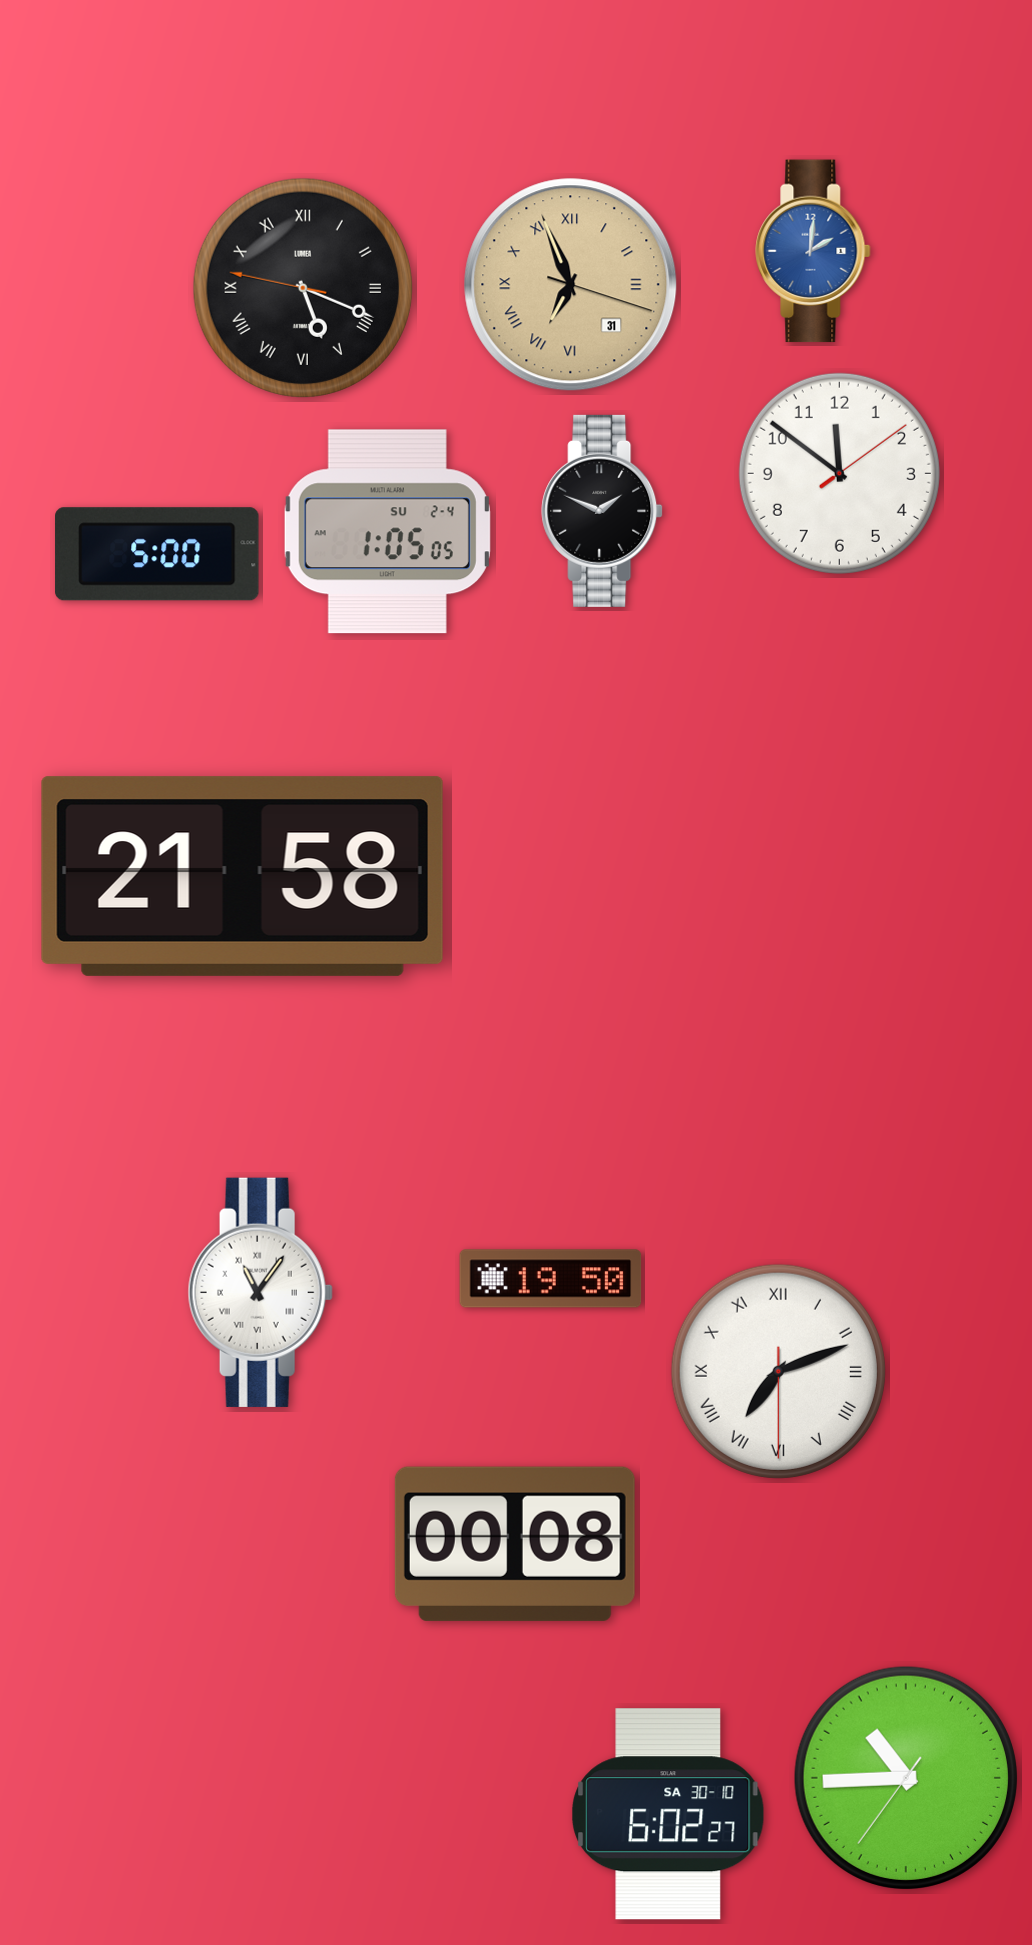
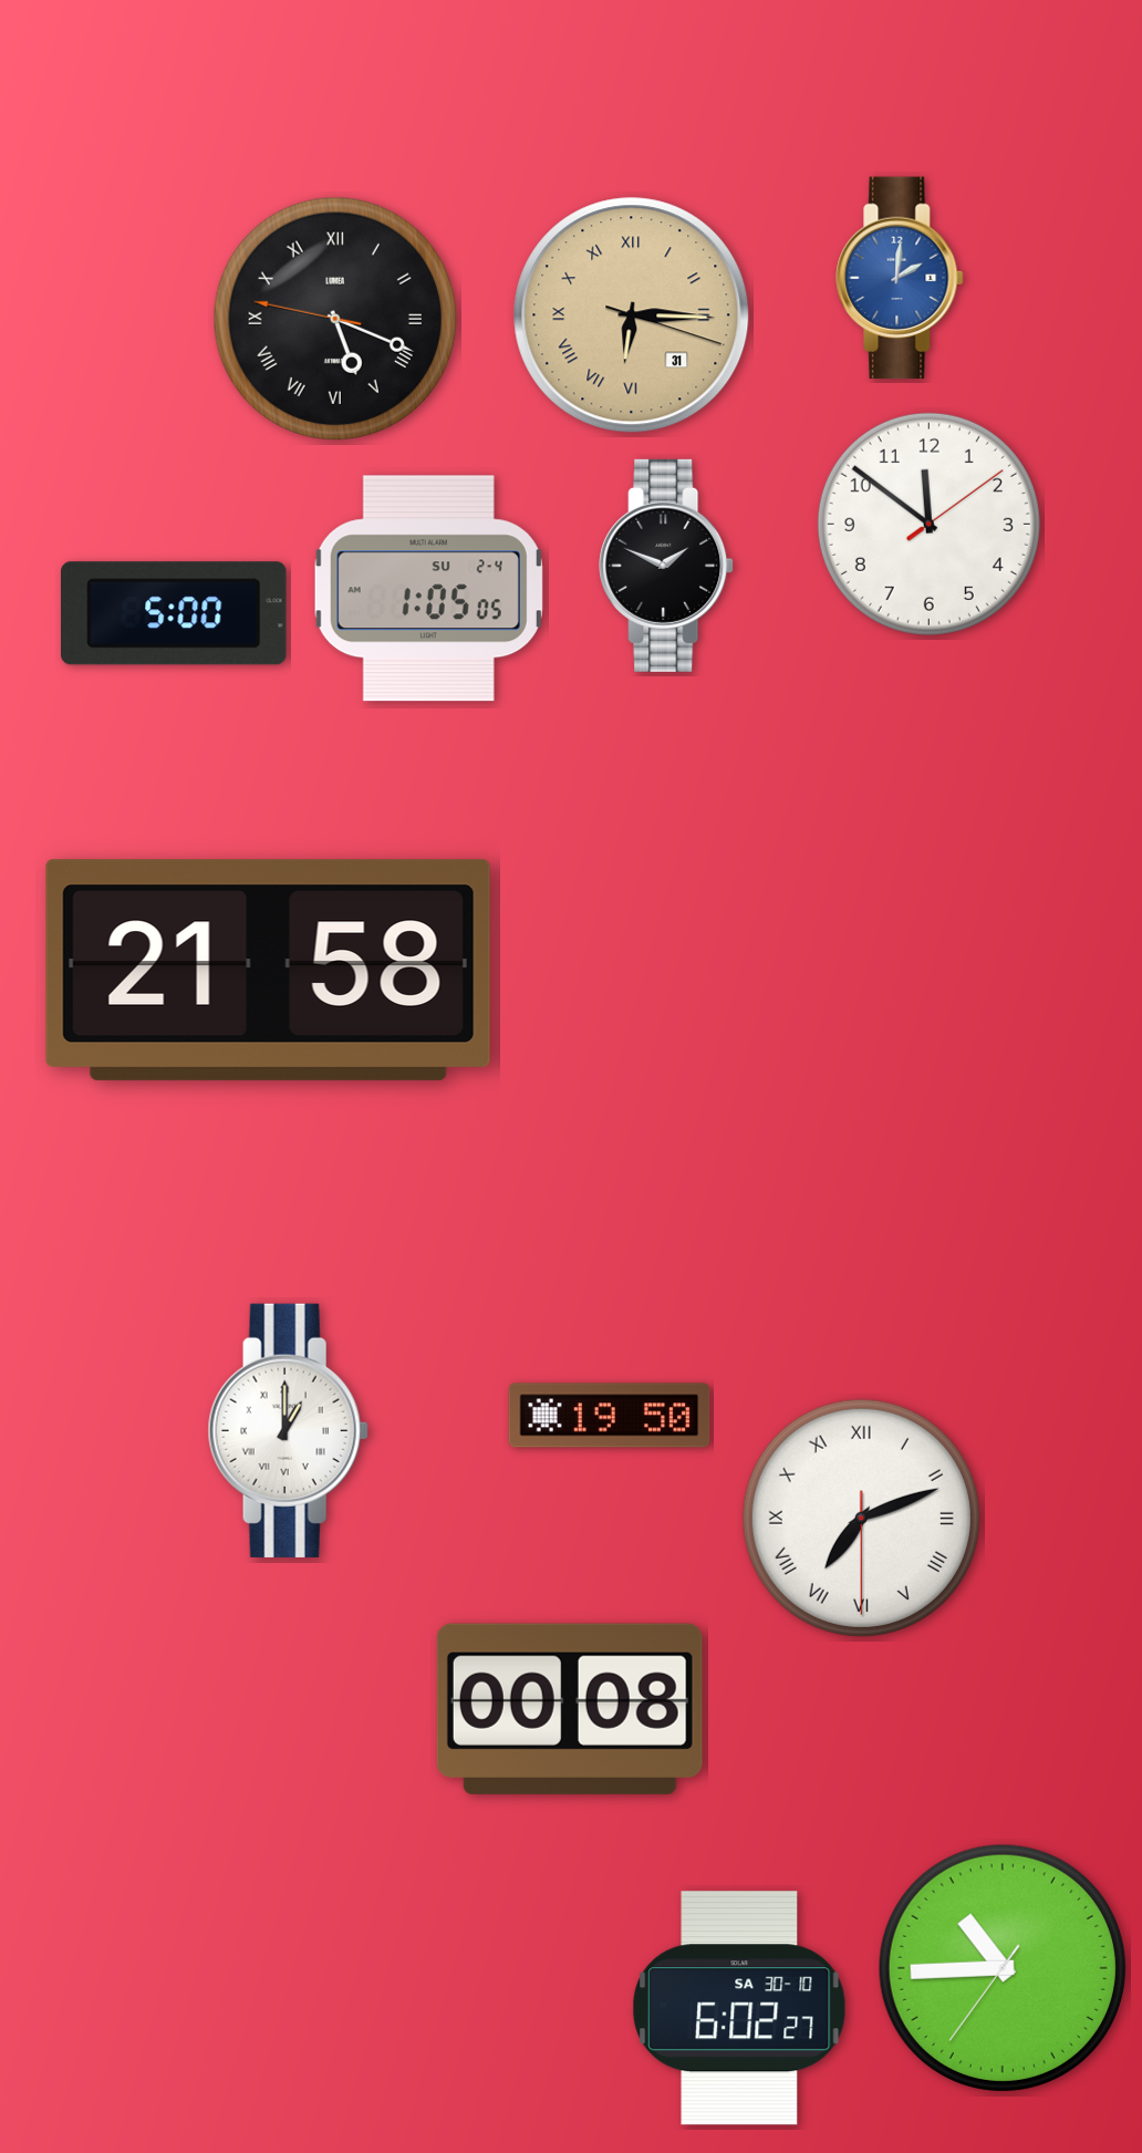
clock at (571, 285): 6:56 -> 6:15
clock at (260, 1292): 11:06 -> 1:00
